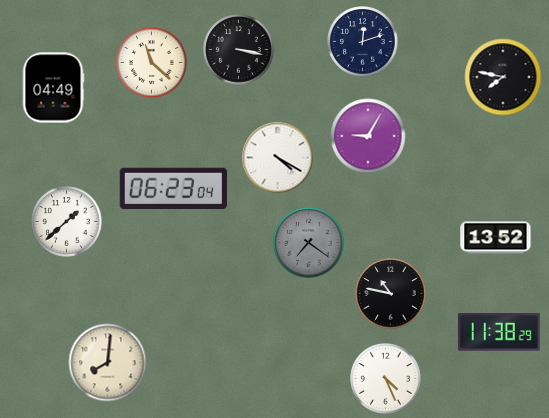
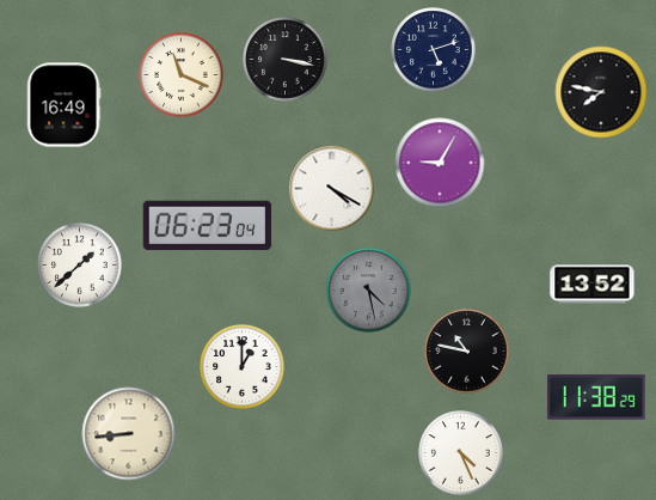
clock at (363, 42): 12:12 -> 5:12
clock at (152, 63): 11:22 -> 11:19
clock at (53, 88): 04:49 -> 16:49
clock at (309, 243): 7:21 -> 4:28
clock at (243, 367): none -> 1:00
clock at (108, 363): 8:01 -> 8:44
